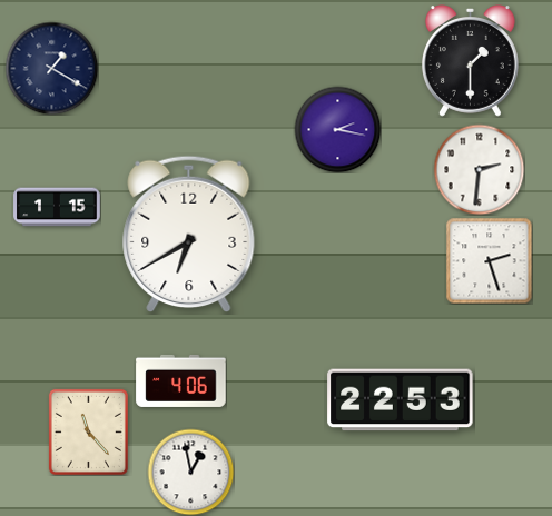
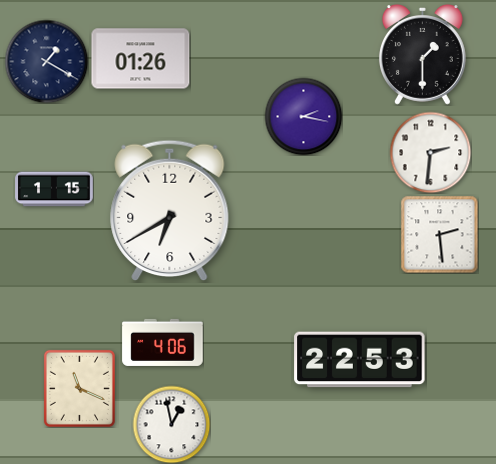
clock at (141, 59): none -> 01:26
clock at (57, 207) position: (57, 207) -> (54, 189)
clock at (489, 260): 2:27 -> 2:29
clock at (88, 431): 11:23 -> 11:19
